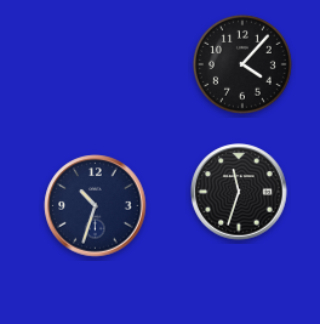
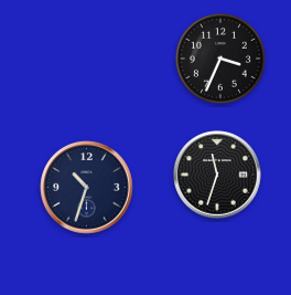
clock at (242, 64): 4:07 -> 3:34
